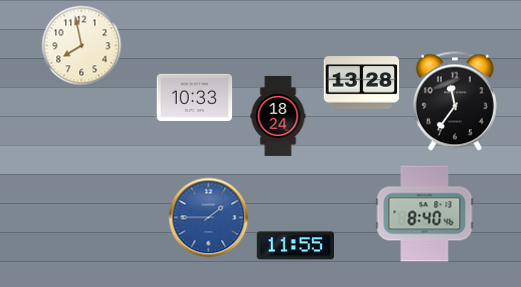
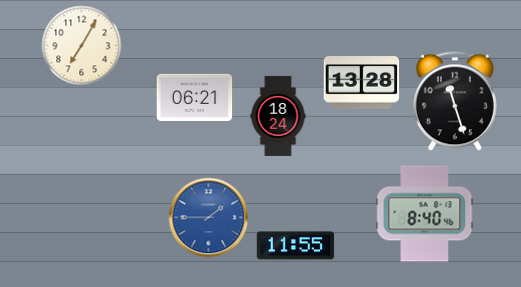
clock at (82, 46): 7:58 -> 7:05
clock at (195, 97): 10:33 -> 06:21
clock at (455, 101): 11:36 -> 11:27
